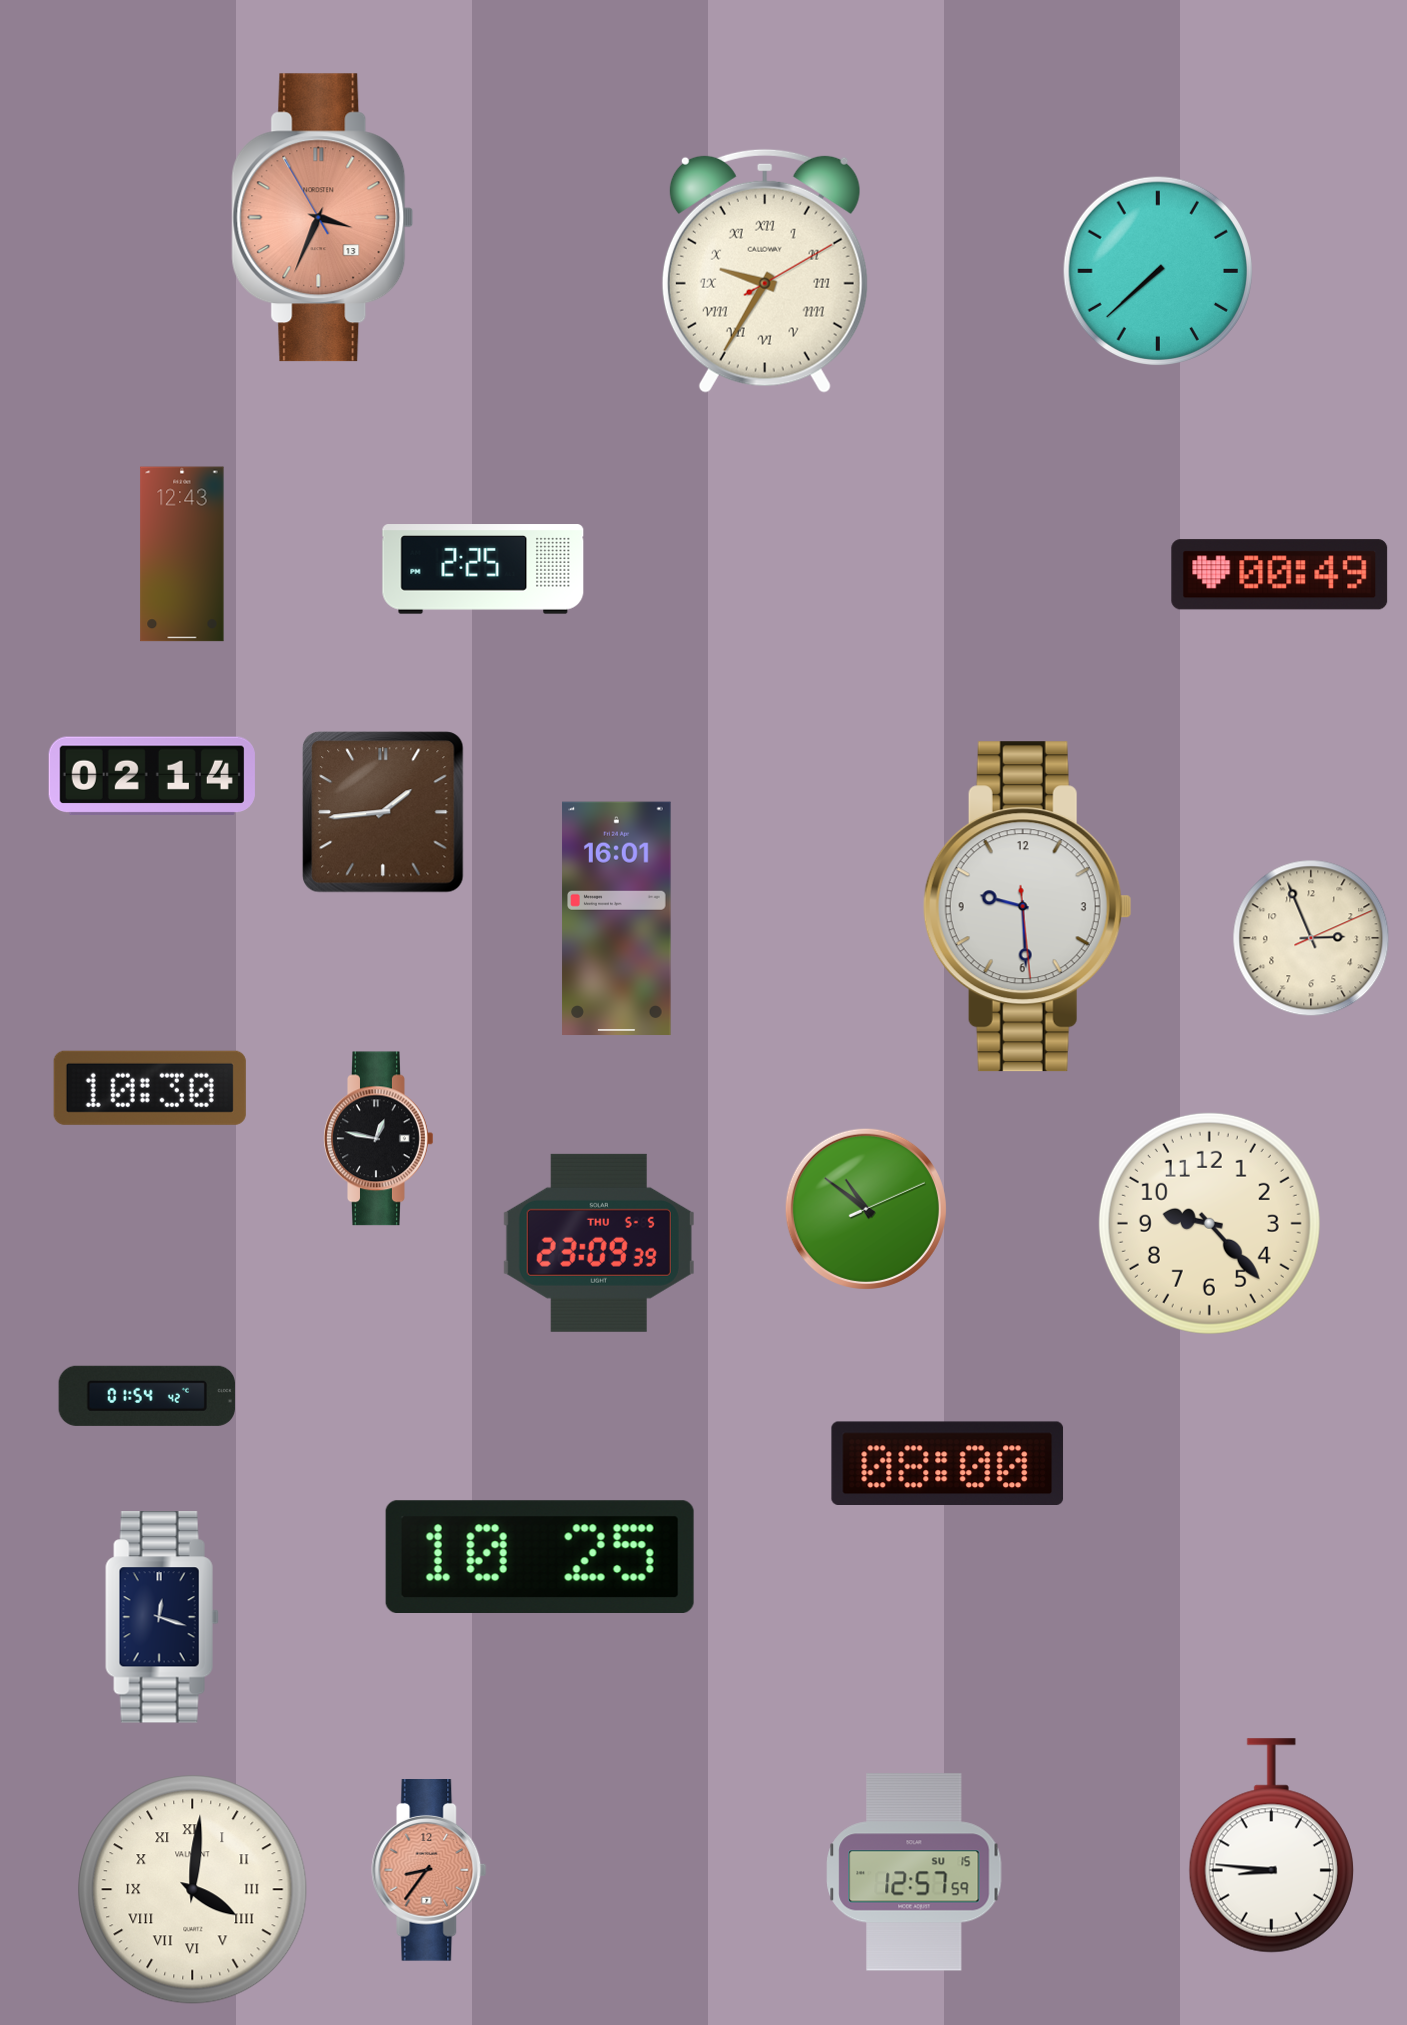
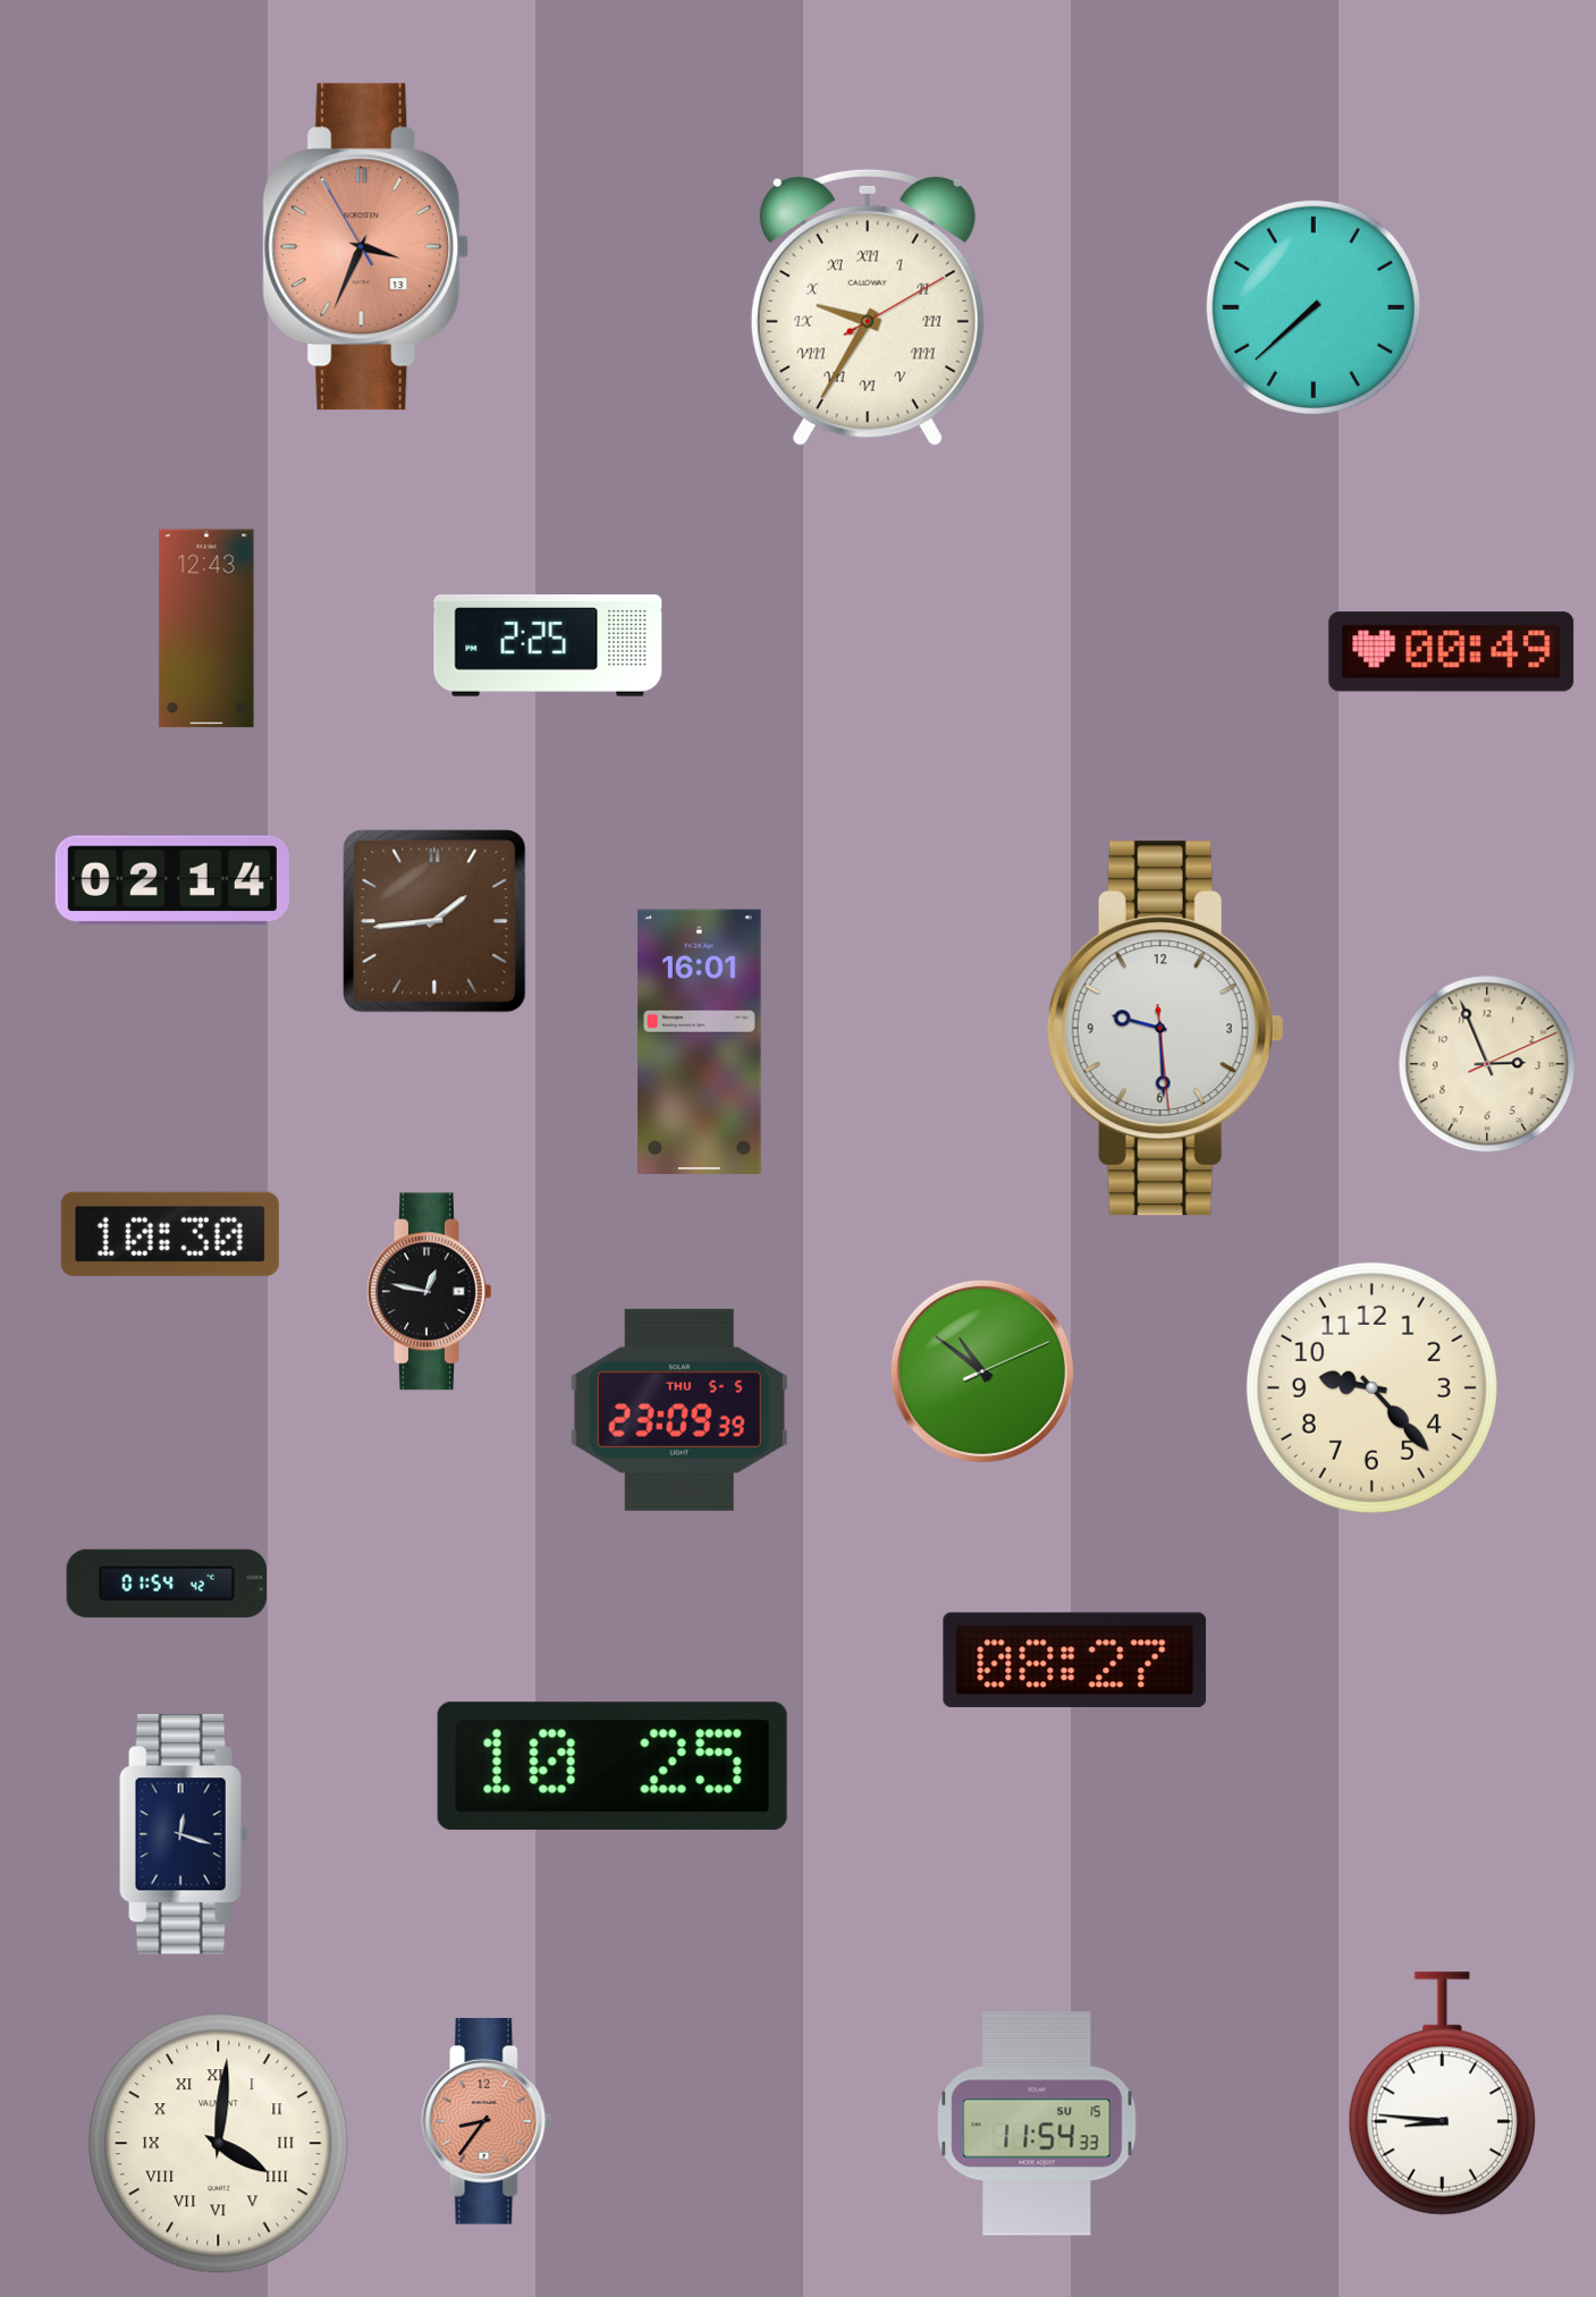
clock at (948, 1463): 08:00 -> 08:27
clock at (914, 1872): 12:57 -> 11:54
